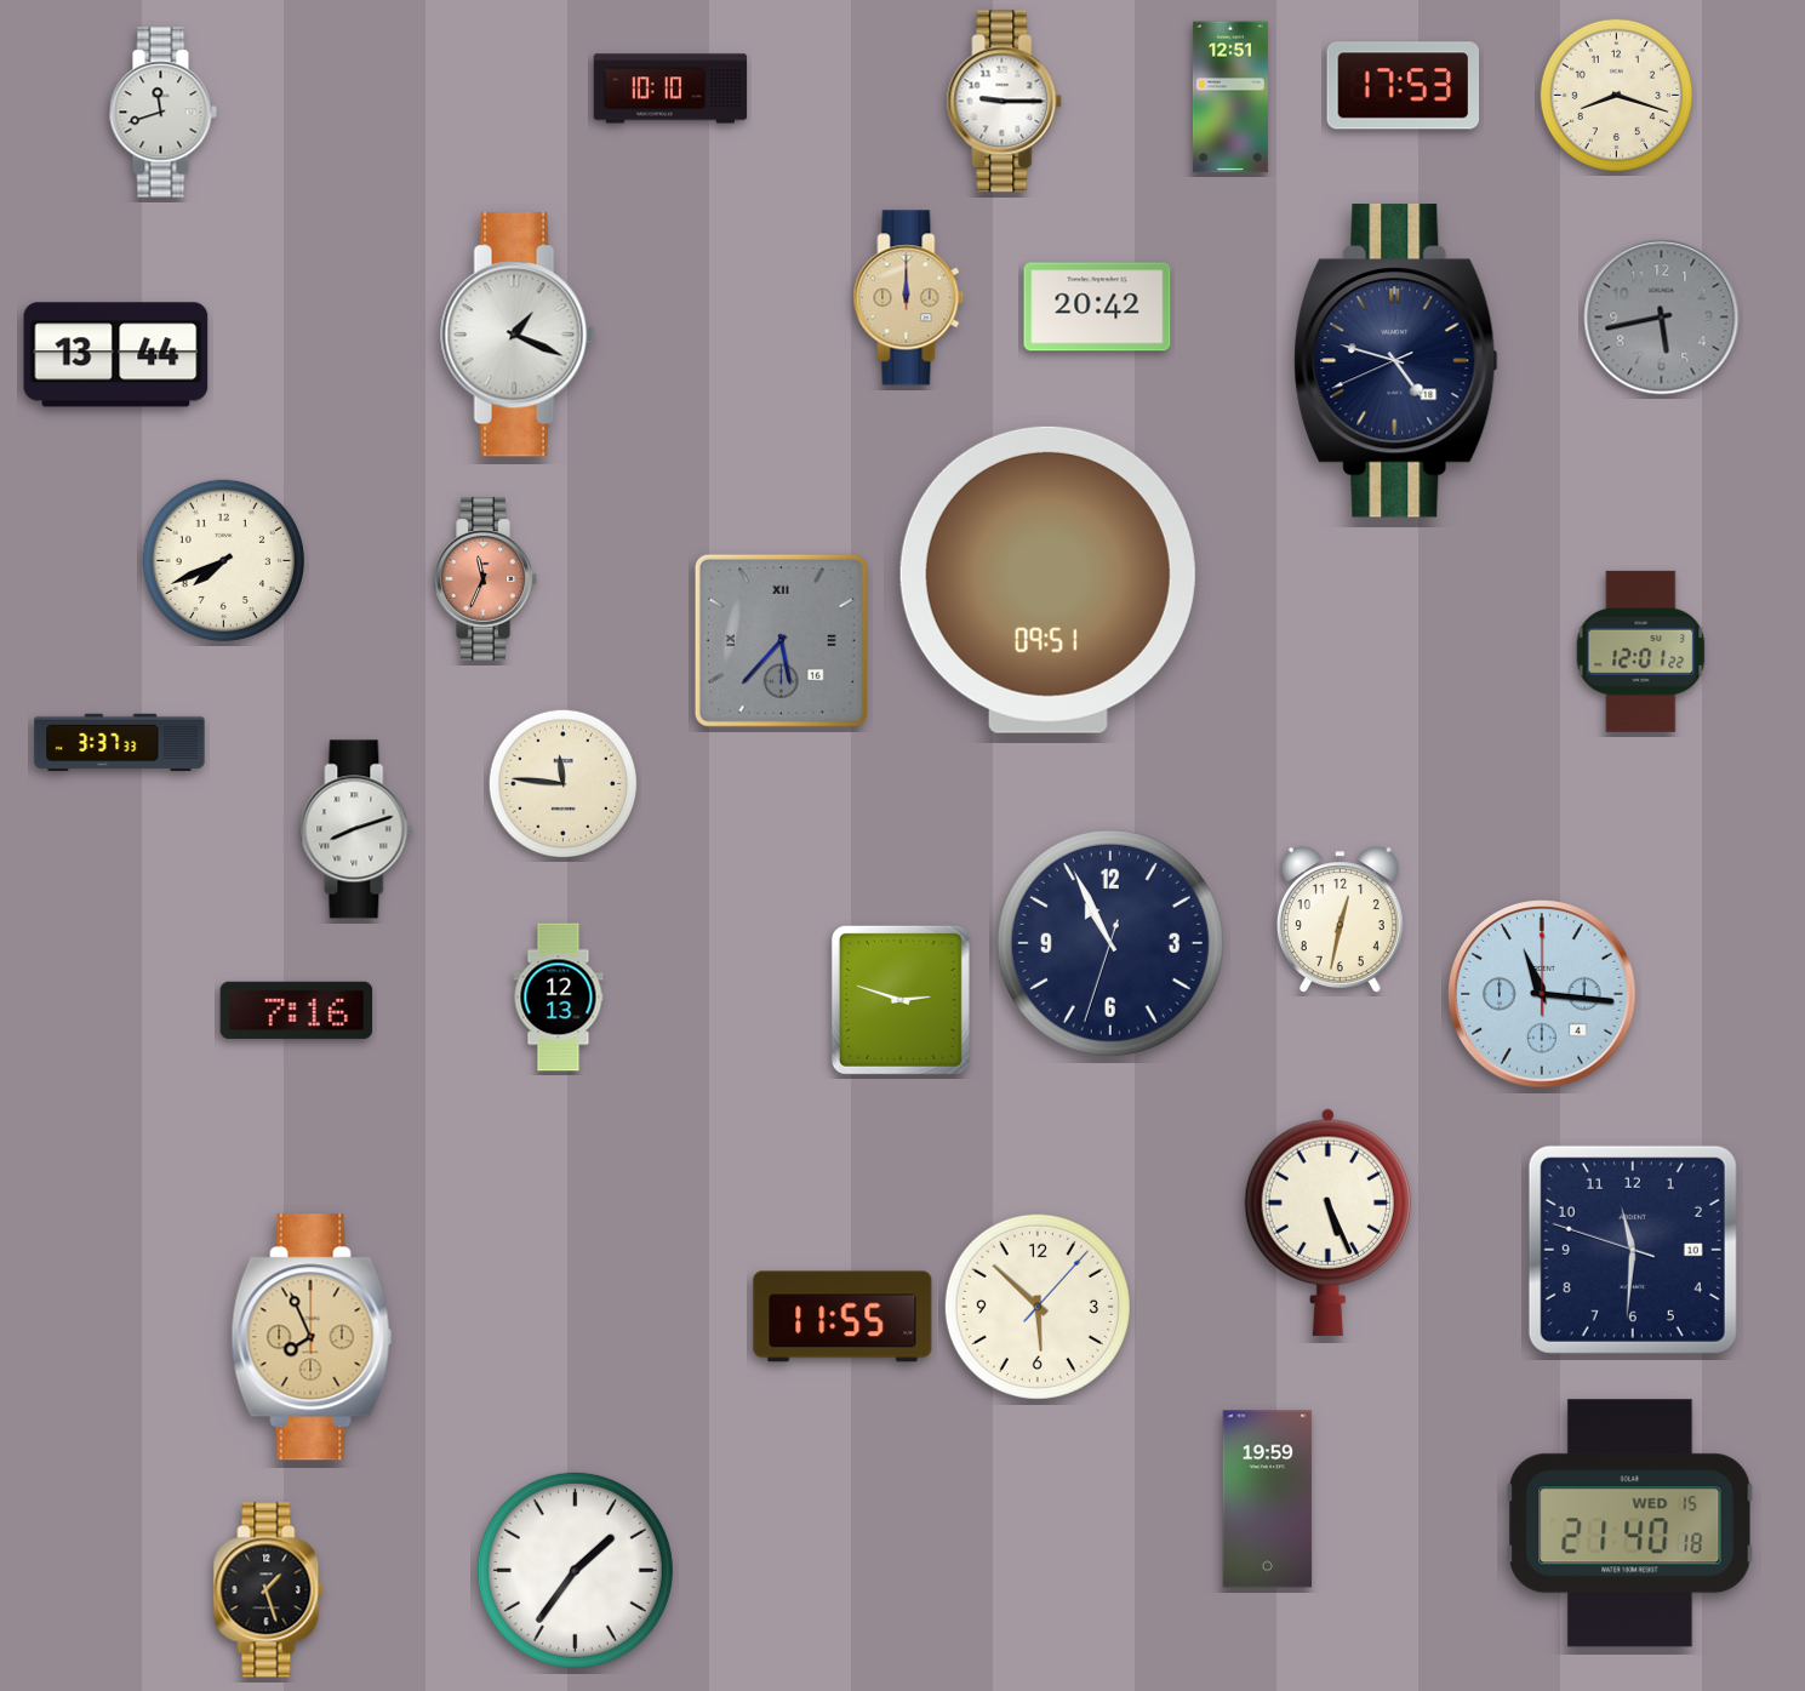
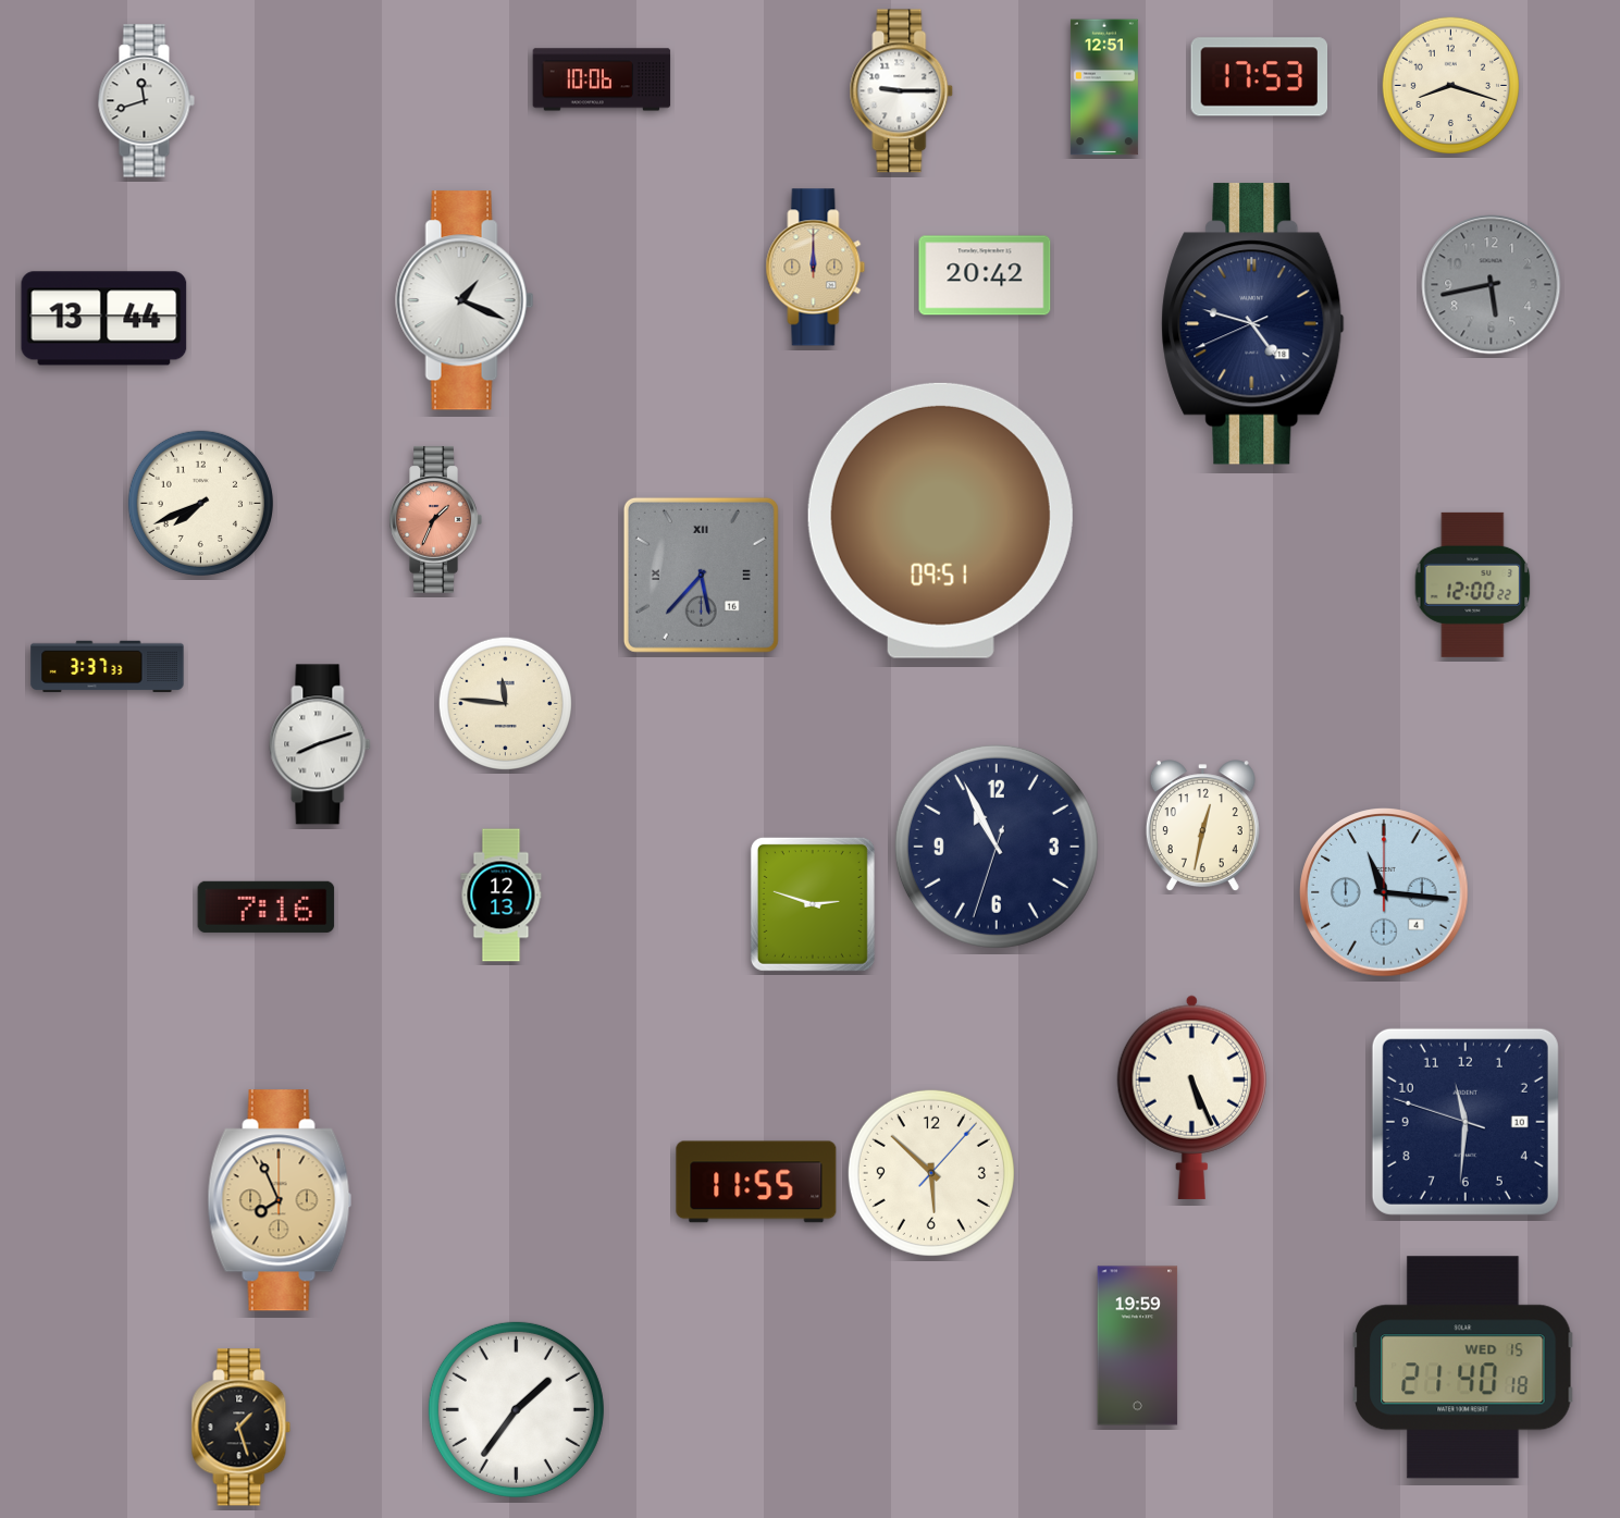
clock at (670, 88): 10:10 -> 10:06
clock at (485, 578): 11:34 -> 1:34
clock at (1641, 651): 12:01 -> 12:00
clock at (901, 1000) position: (901, 1000) -> (813, 904)
